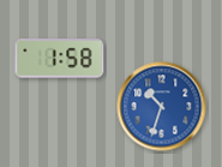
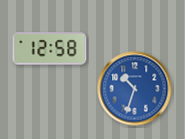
clock at (60, 59): 1:58 -> 12:58
